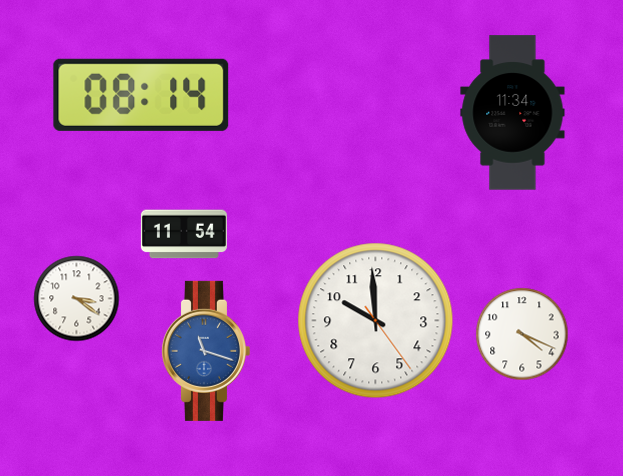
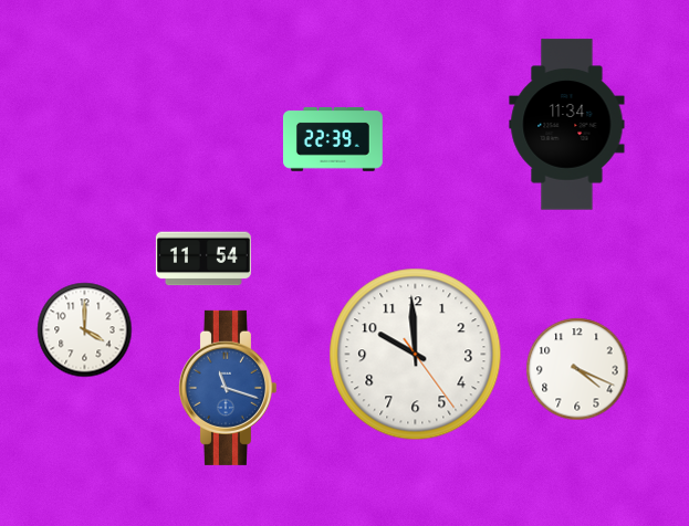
clock at (141, 95): 08:14 -> none
clock at (333, 139): none -> 22:39
clock at (76, 298): 3:21 -> 4:00
